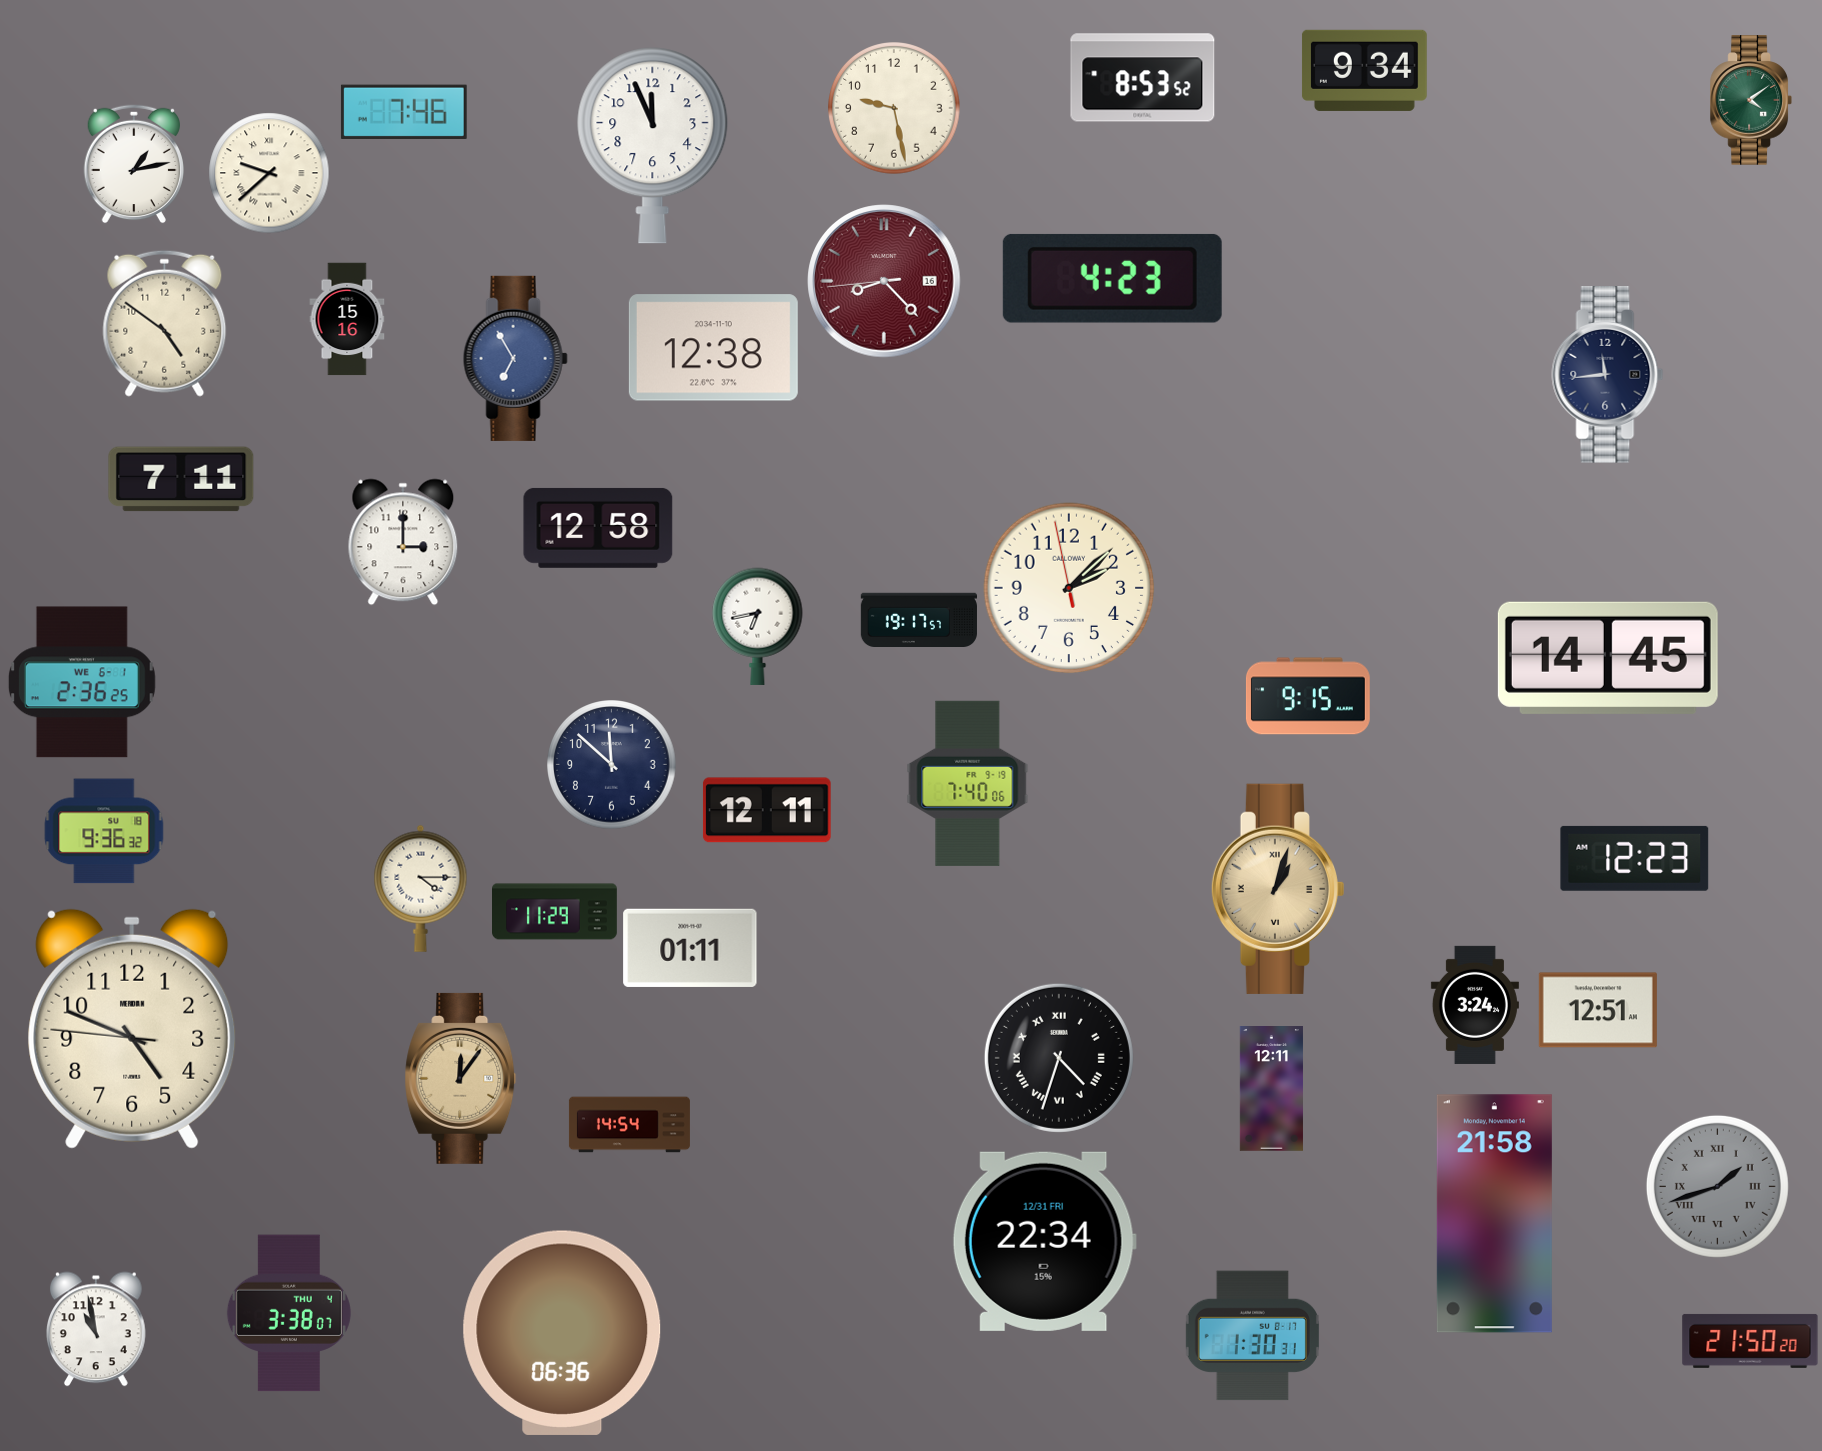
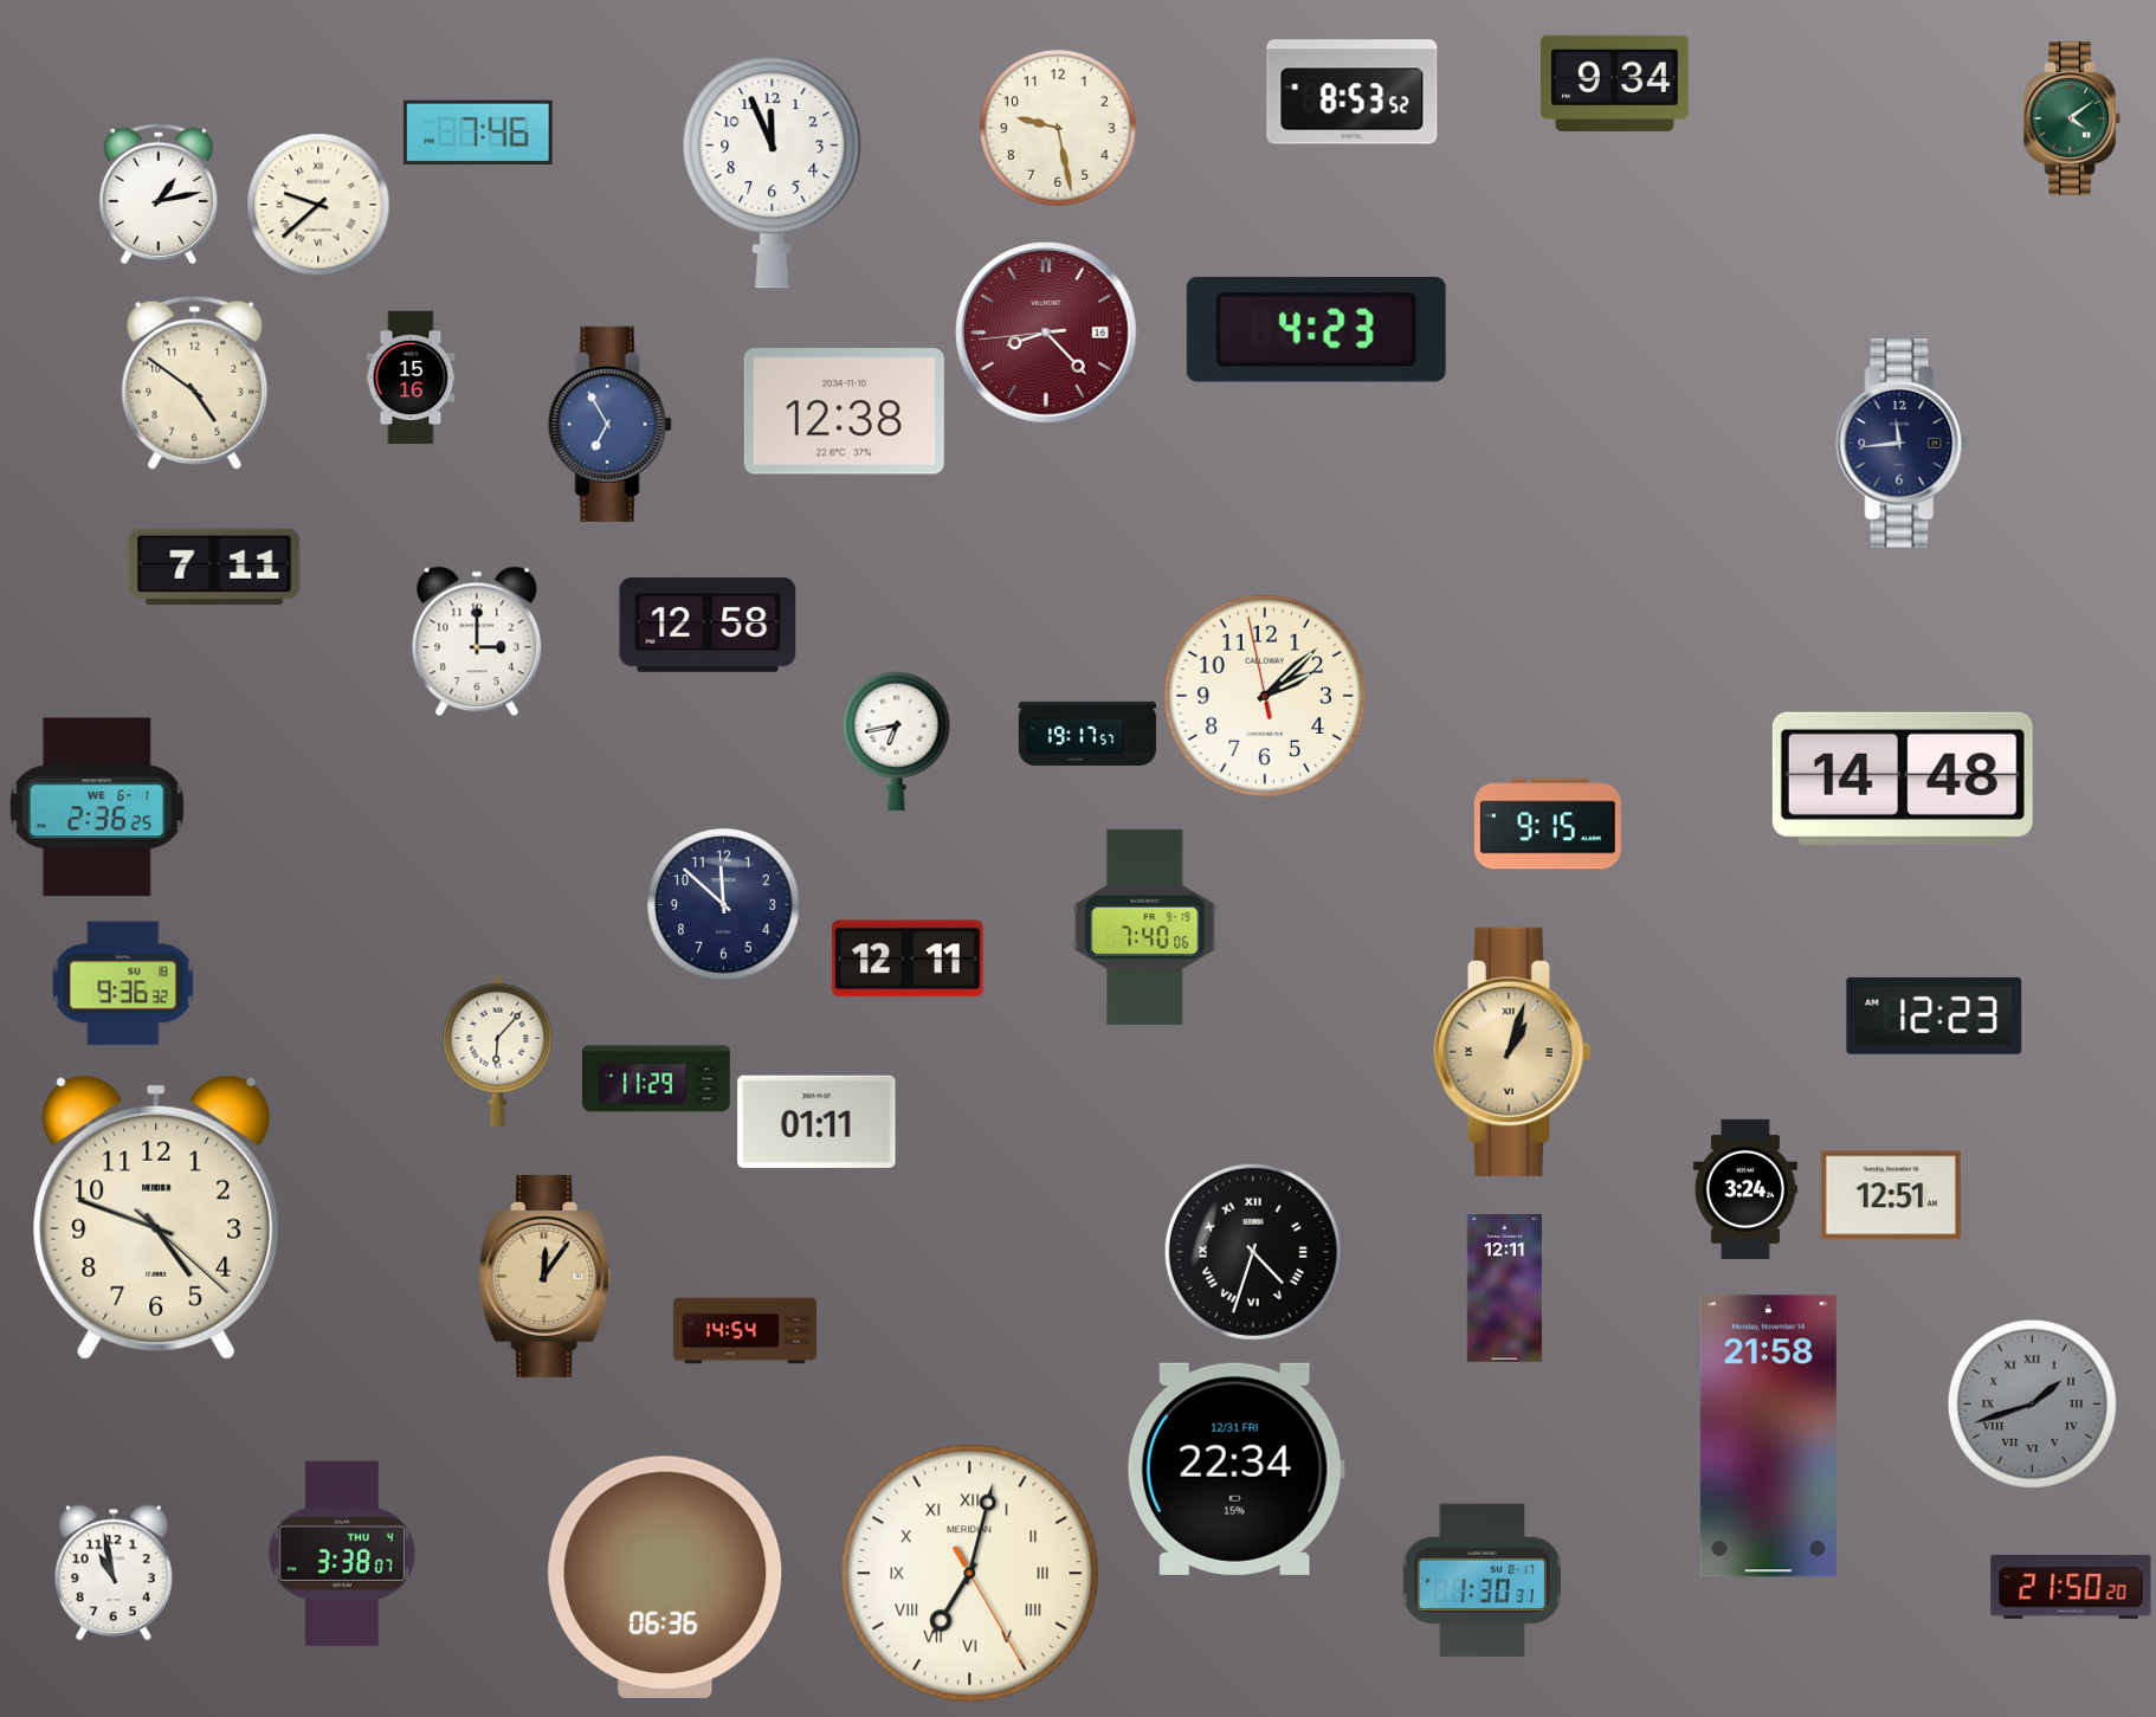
clock at (1608, 658): 14:45 -> 14:48
clock at (421, 888): 4:15 -> 6:07
clock at (132, 1029): 4:48:46 -> 4:48:22
clock at (970, 1574): none -> 7:02
